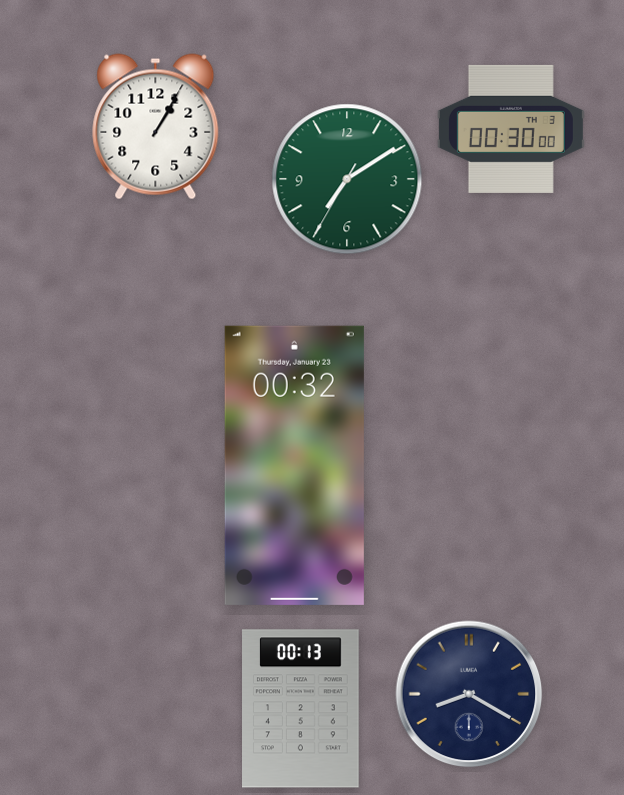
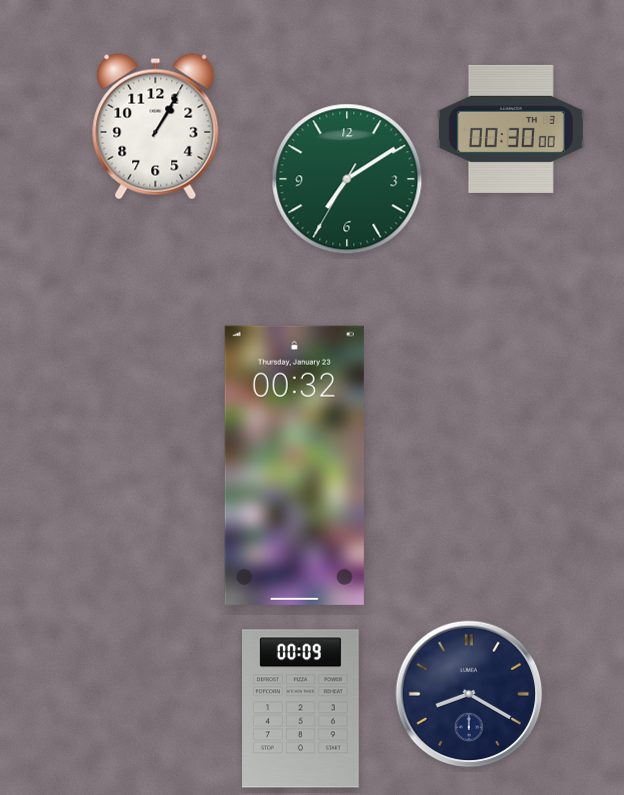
clock at (301, 709): 00:13 -> 00:09
